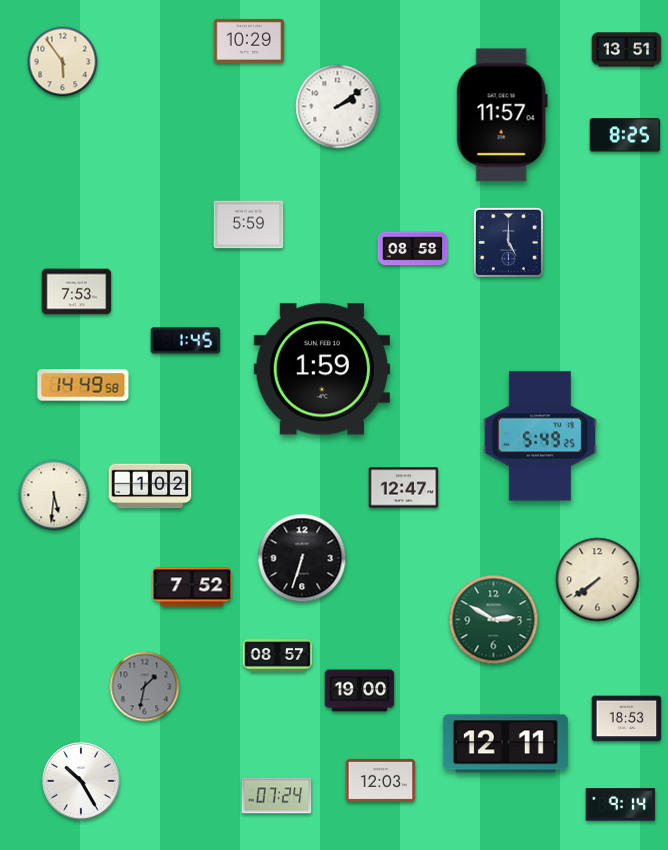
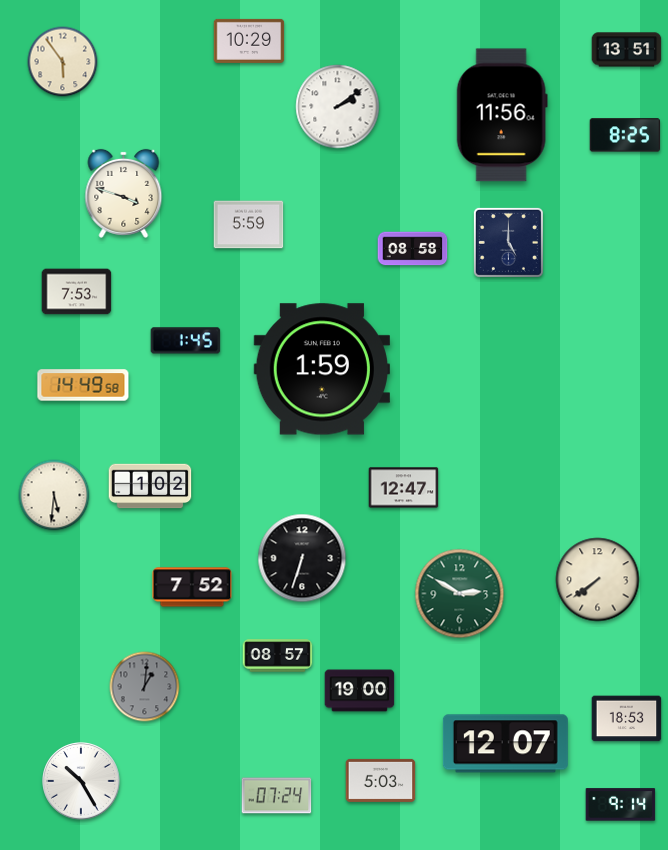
clock at (502, 115): 11:57 -> 11:56
clock at (124, 193): none -> 3:48
clock at (539, 436): 5:49 -> none
clock at (494, 620) position: (494, 620) -> (460, 594)
clock at (145, 687): 1:32 -> 1:01
clock at (505, 744): 12:11 -> 12:07
clock at (381, 780): 12:03 -> 5:03
